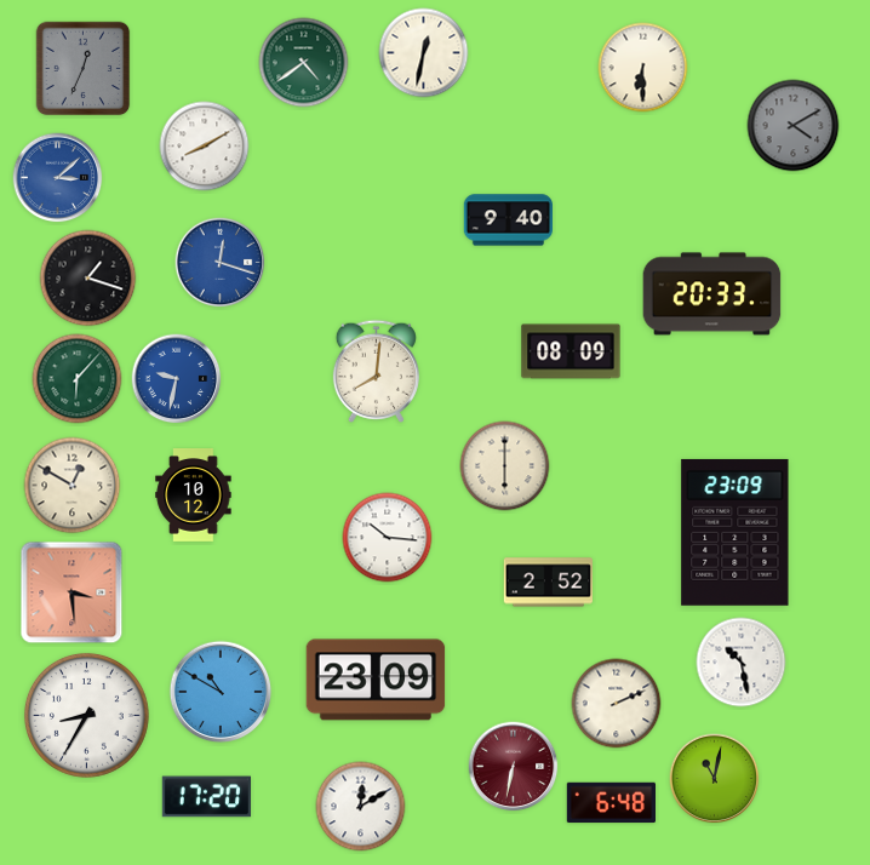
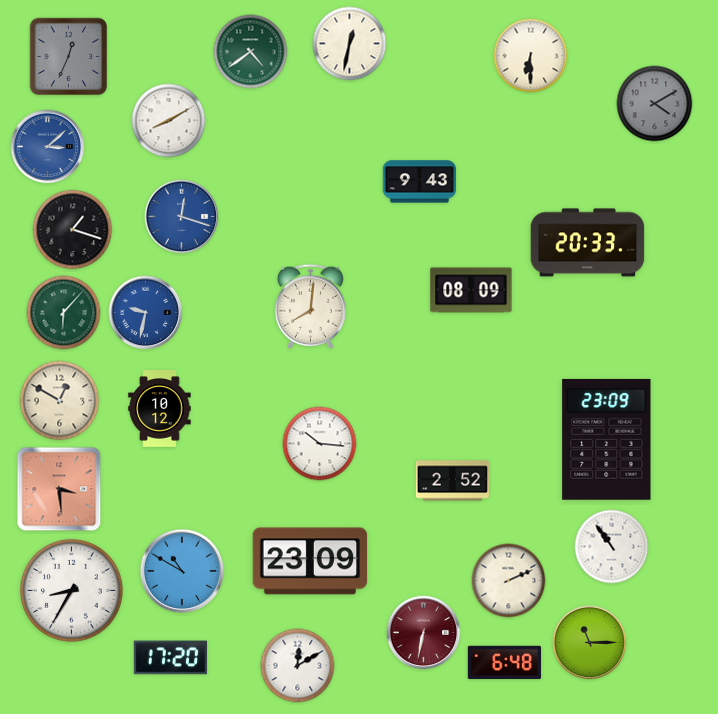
clock at (508, 220): 9:40 -> 9:43
clock at (505, 466): 6:00 -> none
clock at (742, 663): 10:28 -> 10:54
clock at (715, 779): 11:02 -> 11:15
